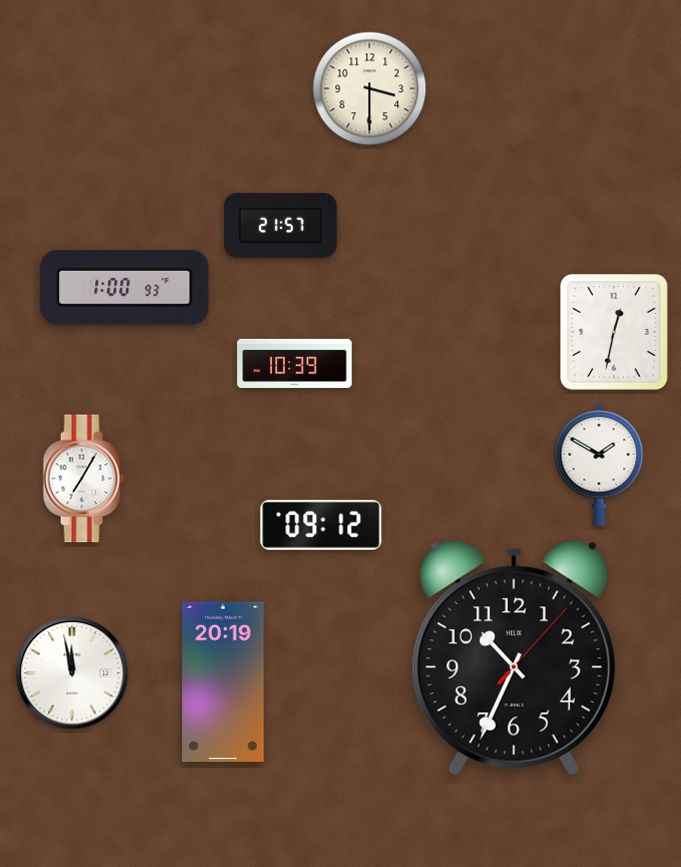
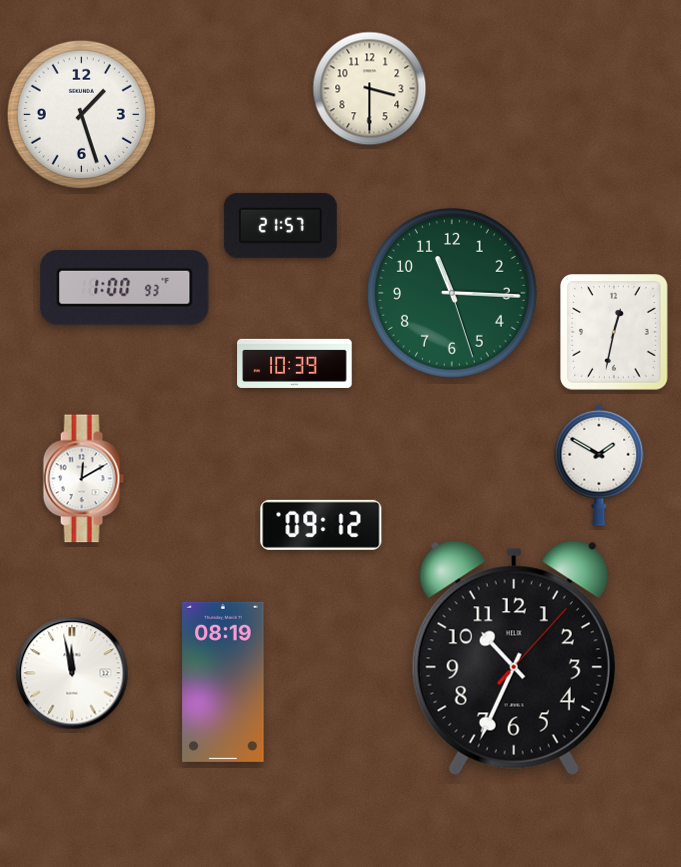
clock at (81, 114): none -> 1:27
clock at (452, 293): none -> 11:15
clock at (83, 479): 7:05 -> 12:10
clock at (223, 682): 20:19 -> 08:19
